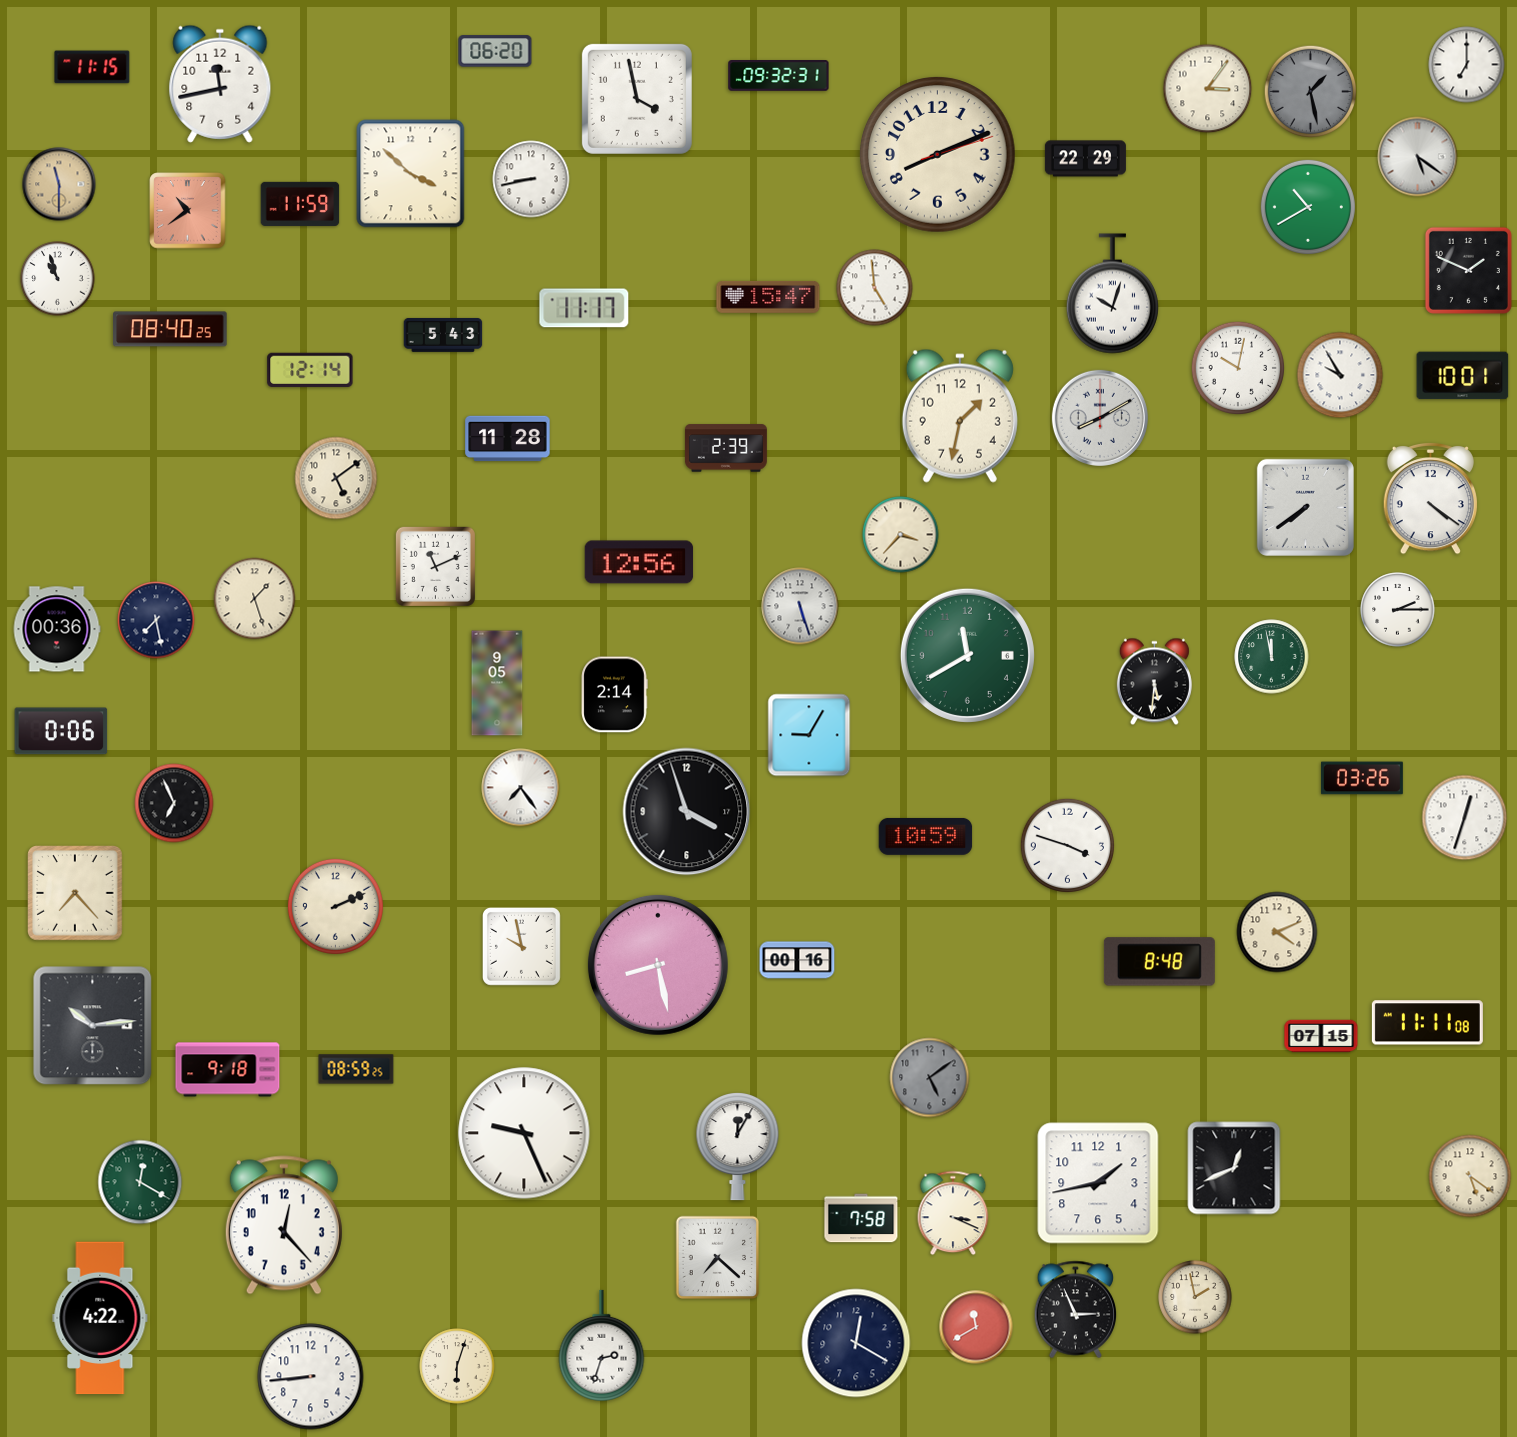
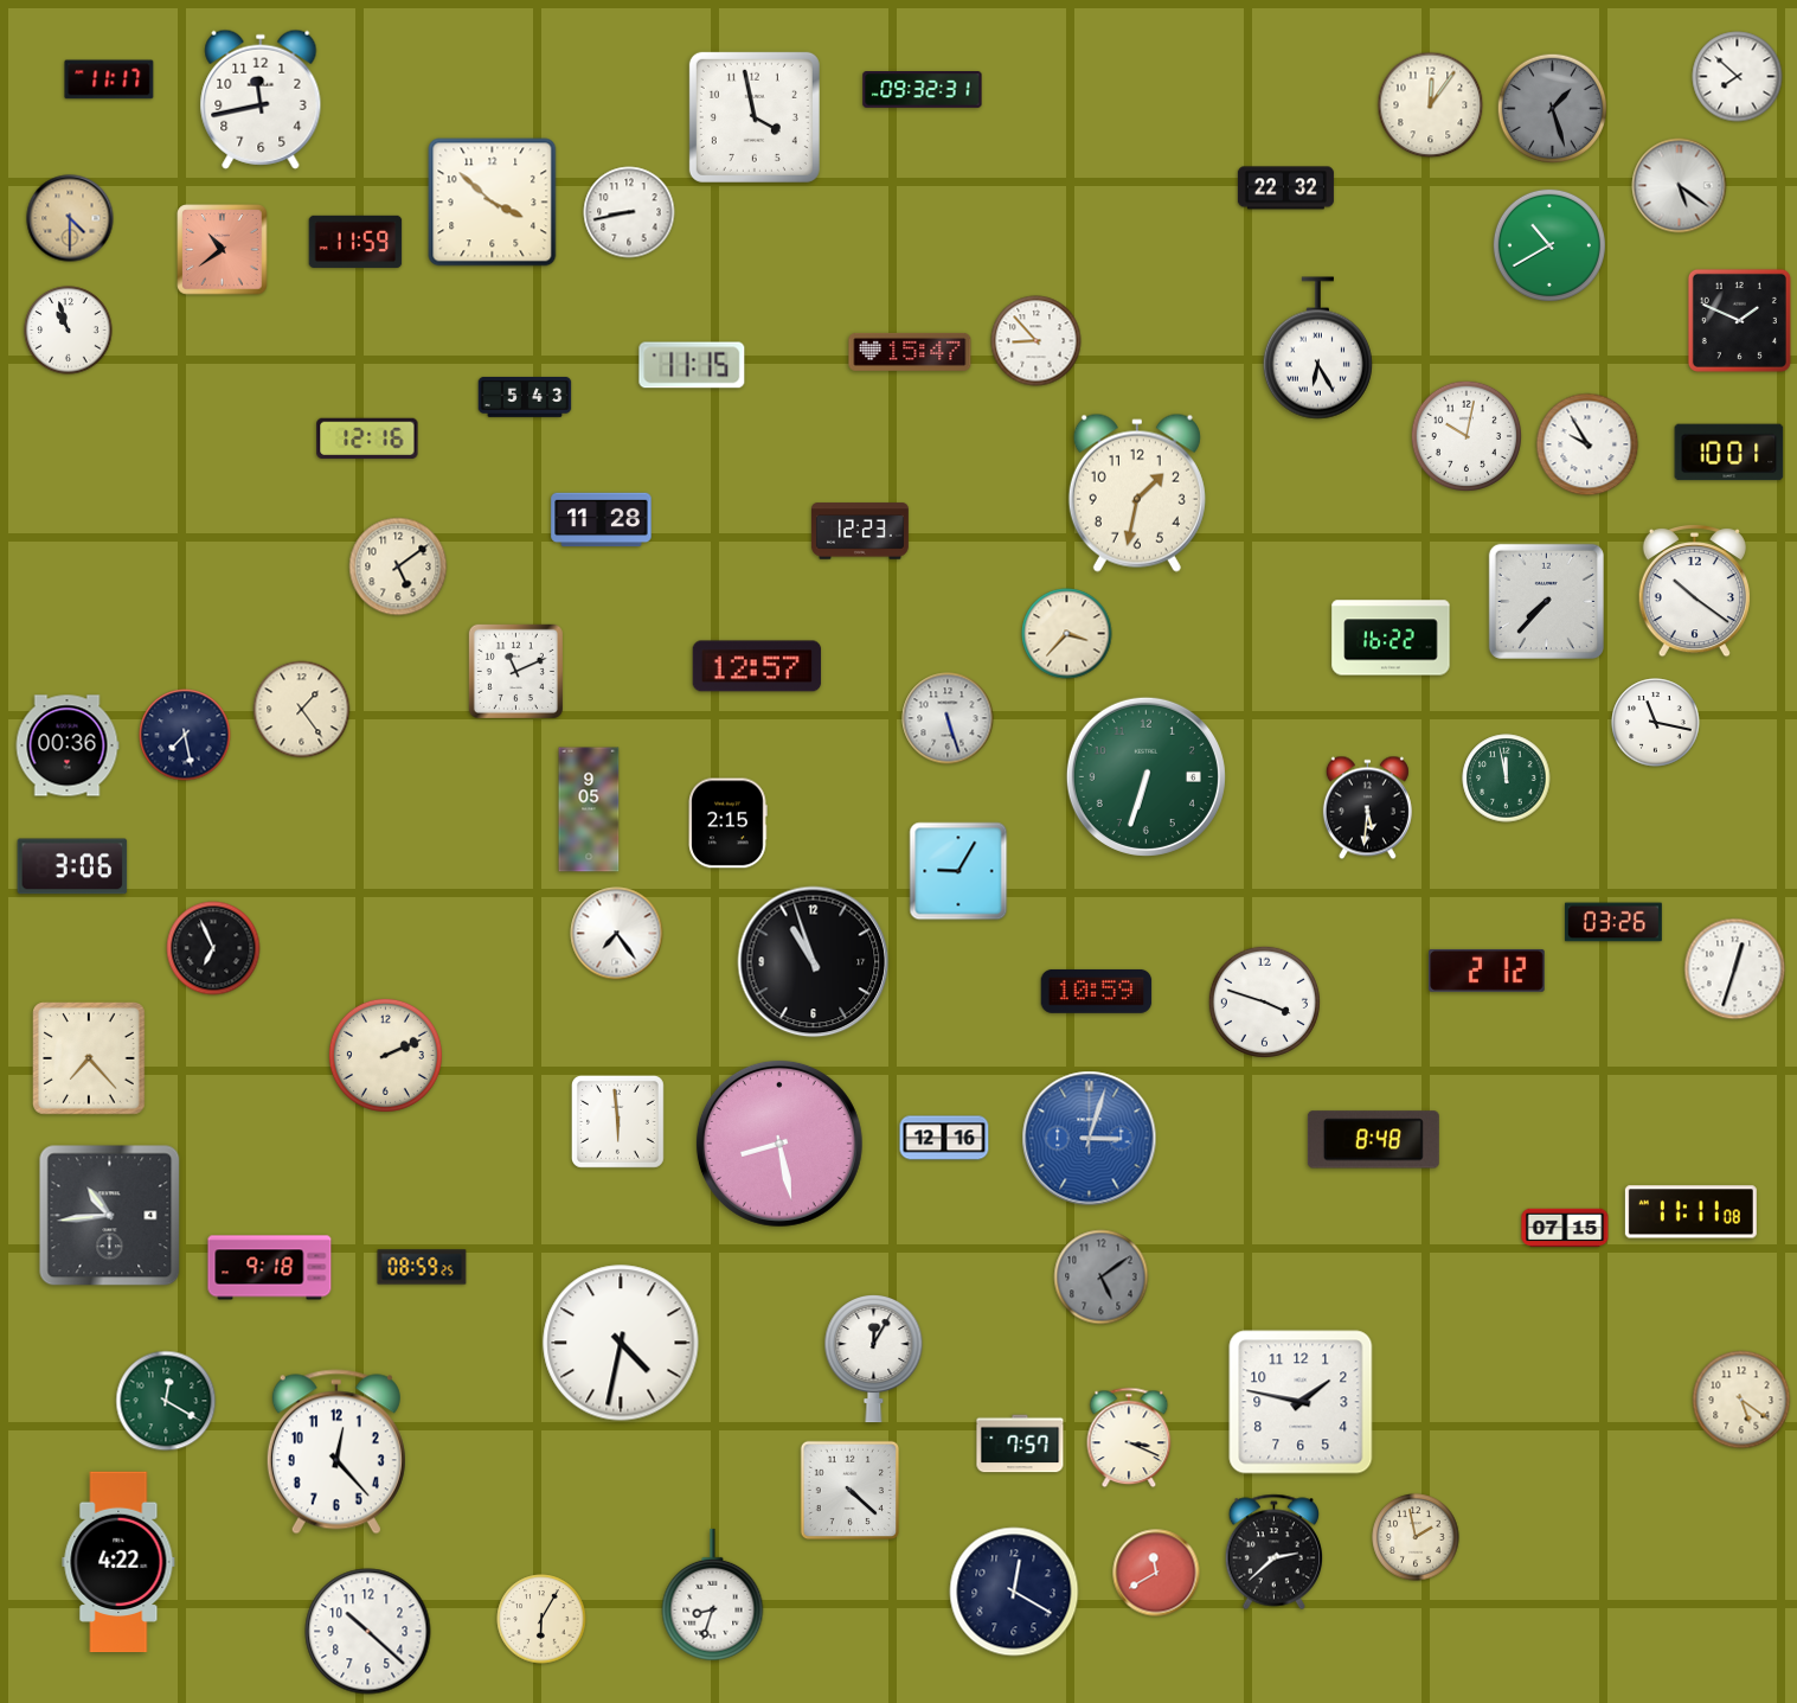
clock at (495, 51): 06:20 -> none
clock at (1467, 65): 7:00 -> 7:52
clock at (92, 67): 11:15 -> 11:17
clock at (1208, 89): 3:06 -> 12:06
clock at (1311, 92): 1:28 -> 1:27
clock at (938, 155): 8:11 -> none
clock at (1085, 159): 22:29 -> 22:32
clock at (411, 174) position: (411, 174) -> (493, 203)
clock at (59, 184): 11:30 -> 4:30
clock at (875, 288): 4:59 -> 8:53
clock at (1112, 294): 10:03 -> 6:25
clock at (584, 308): 11:17 -> 11:15
clock at (170, 329): 08:40 -> none
clock at (310, 370): 12:14 -> 12:16
clock at (1463, 376) position: (1463, 376) -> (1729, 453)
clock at (1100, 418): 8:10 -> none
clock at (726, 448): 2:39 -> 12:23
clock at (1430, 498): 4:21 -> 10:21
clock at (1305, 507): 7:39 -> 7:37
clock at (1391, 638): none -> 16:22
clock at (639, 562): 12:56 -> 12:57
clock at (255, 599): 1:27 -> 1:24
clock at (1398, 610): 2:15 -> 11:17
clock at (967, 655): 11:40 -> 6:33
clock at (614, 695): 2:14 -> 2:15
clock at (61, 731): 0:06 -> 3:06
clock at (174, 803) position: (174, 803) -> (213, 948)
clock at (687, 812): 3:57 -> 10:57
clock at (1487, 971): none -> 2:12
clock at (335, 906) position: (335, 906) -> (385, 1055)
clock at (1277, 932): 4:11 -> none
clock at (522, 947): 9:58 -> 5:59
clock at (797, 960): 00:16 -> 12:16
clock at (1090, 1139): none -> 3:03
clock at (93, 1026): 10:14 -> 10:44
clock at (524, 1133): 9:26 -> 4:32
clock at (1234, 1168): 12:41 -> none
clock at (1470, 1176) position: (1470, 1176) -> (1741, 1400)
clock at (1098, 1183): 1:43 -> 1:47
clock at (861, 1218): 7:58 -> 7:57
clock at (717, 1257): 7:22 -> 4:22
clock at (1075, 1310): 2:56 -> 2:38
clock at (602, 1346): 2:33 -> 8:33
clock at (457, 1366): 6:03 -> 6:05
clock at (311, 1377): 8:44 -> 10:22
